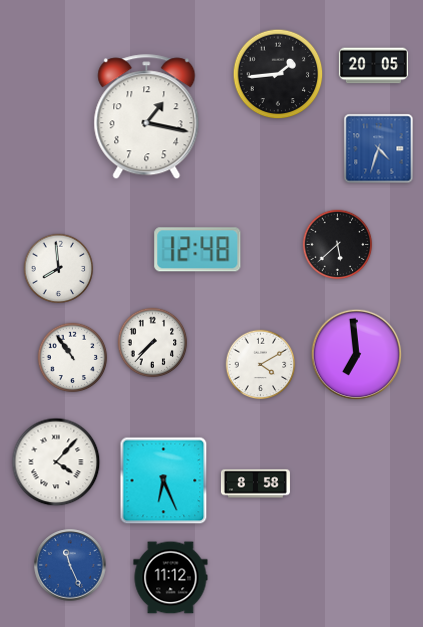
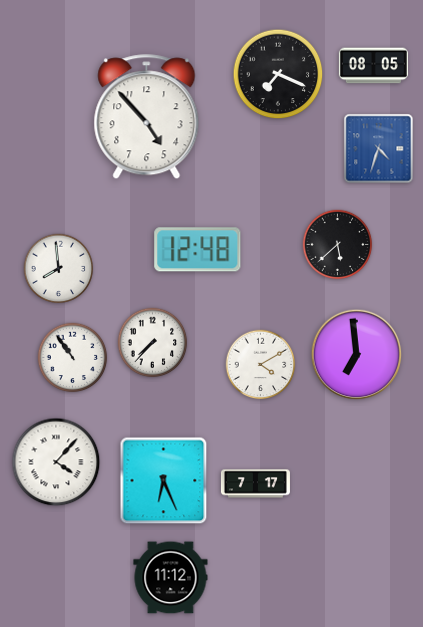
clock at (373, 66): 20:05 -> 08:05
clock at (278, 74): 1:44 -> 7:19
clock at (147, 117): 1:17 -> 4:53
clock at (255, 484): 8:58 -> 7:17
clock at (70, 565): 11:26 -> none
